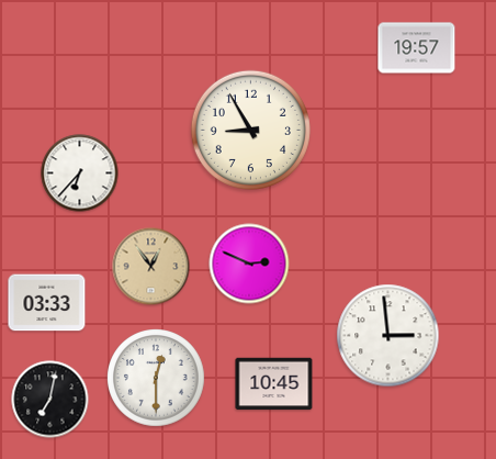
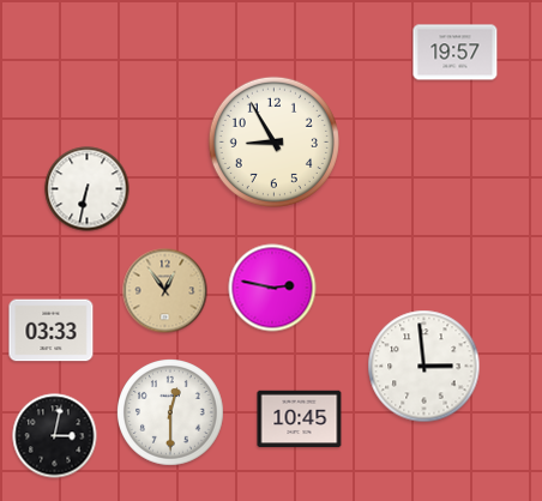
clock at (80, 173): 6:37 -> 6:32
clock at (249, 264): 2:49 -> 2:47
clock at (50, 400): 7:02 -> 3:02
